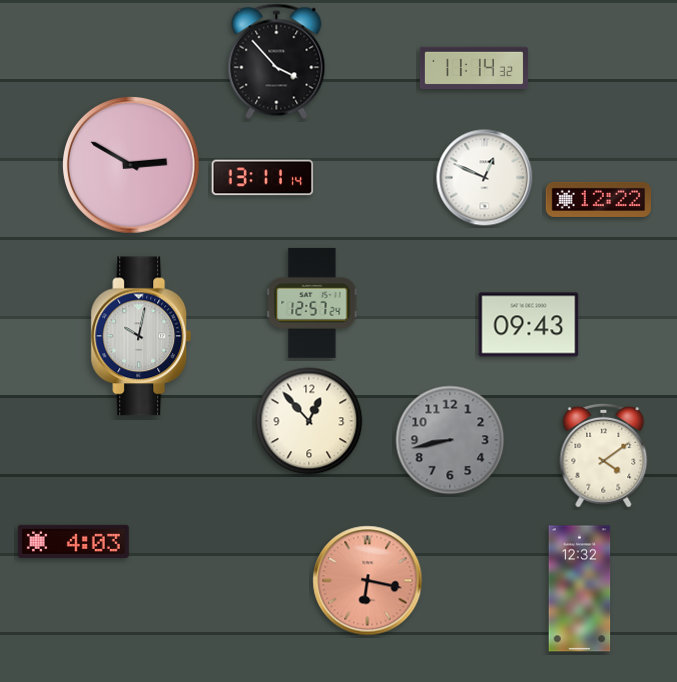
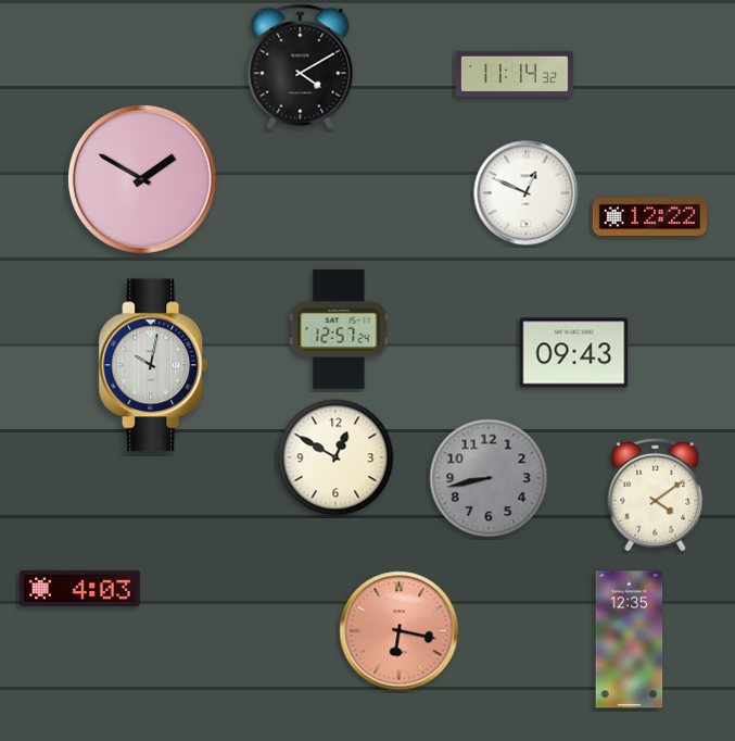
clock at (277, 62): 3:53 -> 4:10
clock at (131, 165): 2:50 -> 1:50
clock at (263, 178): 13:11 -> none
clock at (309, 421): 12:53 -> 12:50
clock at (580, 589): 12:32 -> 12:35
